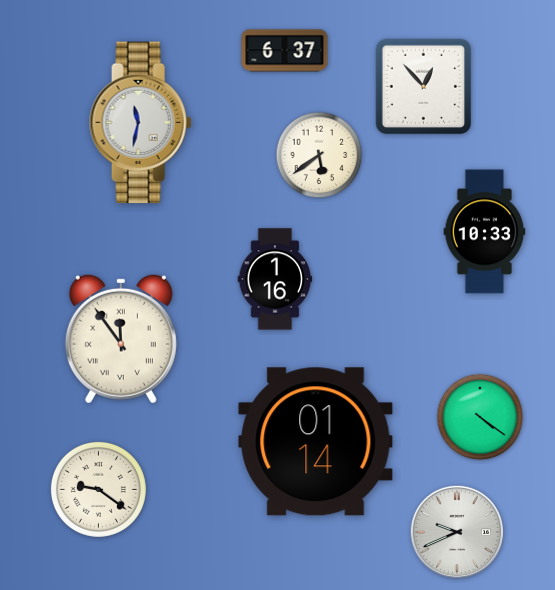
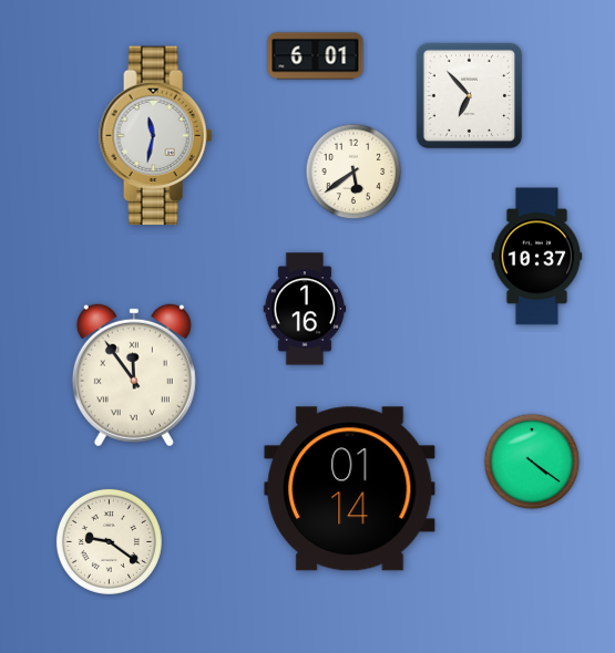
clock at (285, 51): 6:37 -> 6:01
clock at (424, 87): 12:53 -> 6:53
clock at (485, 232): 10:33 -> 10:37
clock at (456, 531): 9:41 -> none
